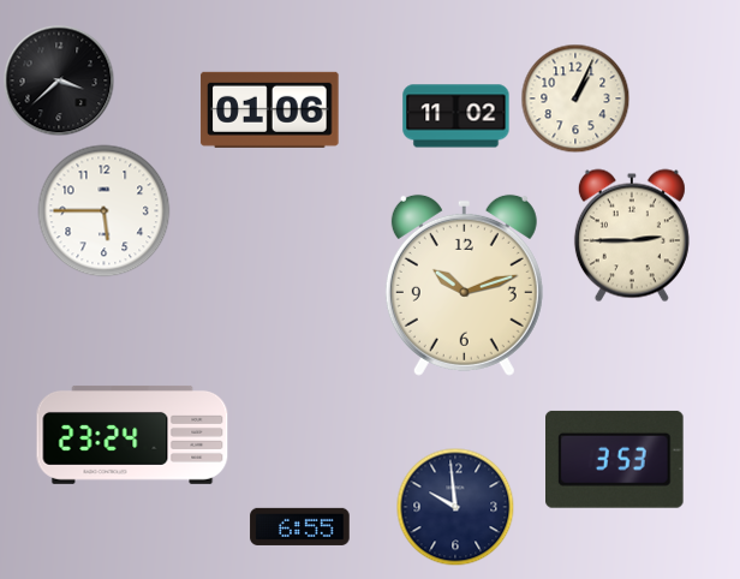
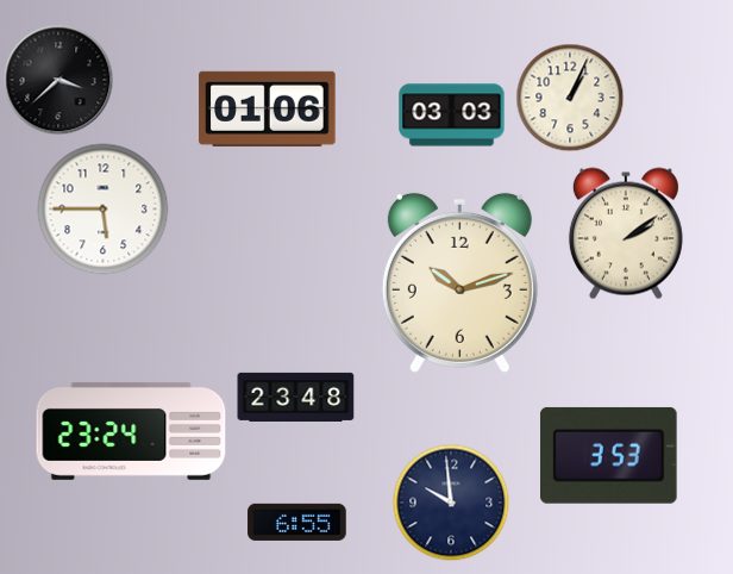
clock at (456, 117): 11:02 -> 03:03
clock at (632, 235): 2:45 -> 2:09
clock at (296, 397): none -> 23:48
